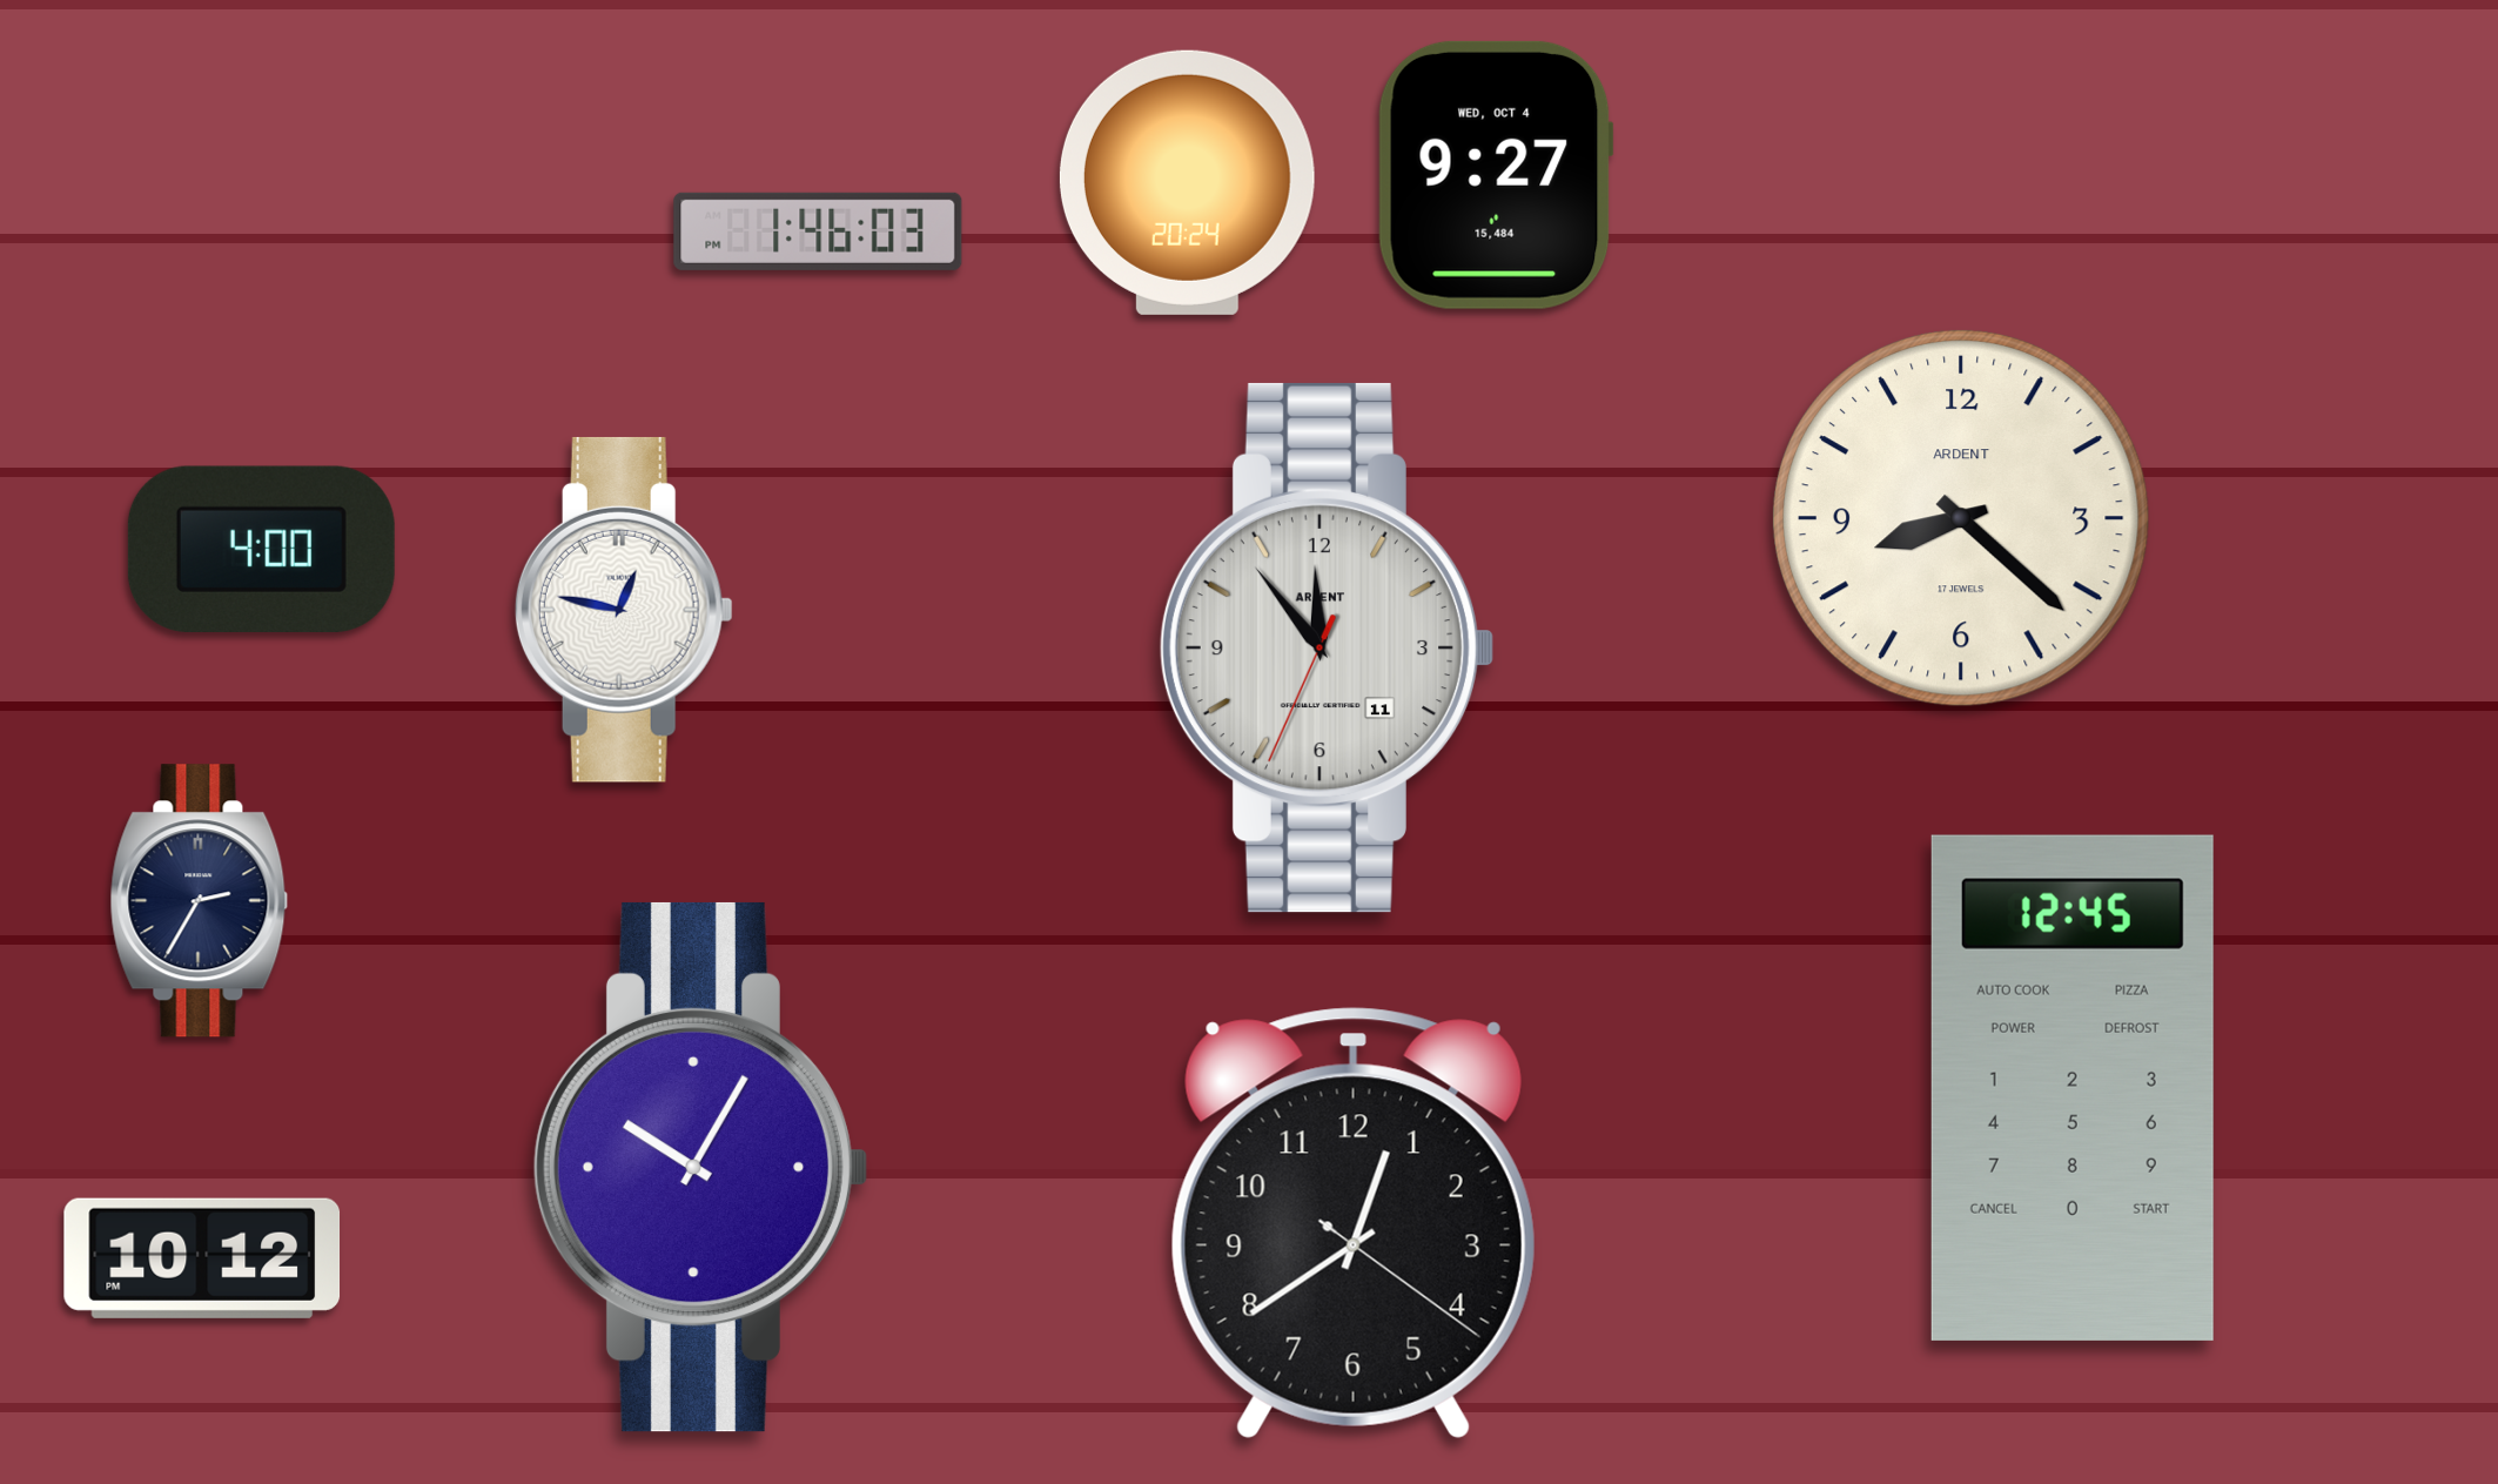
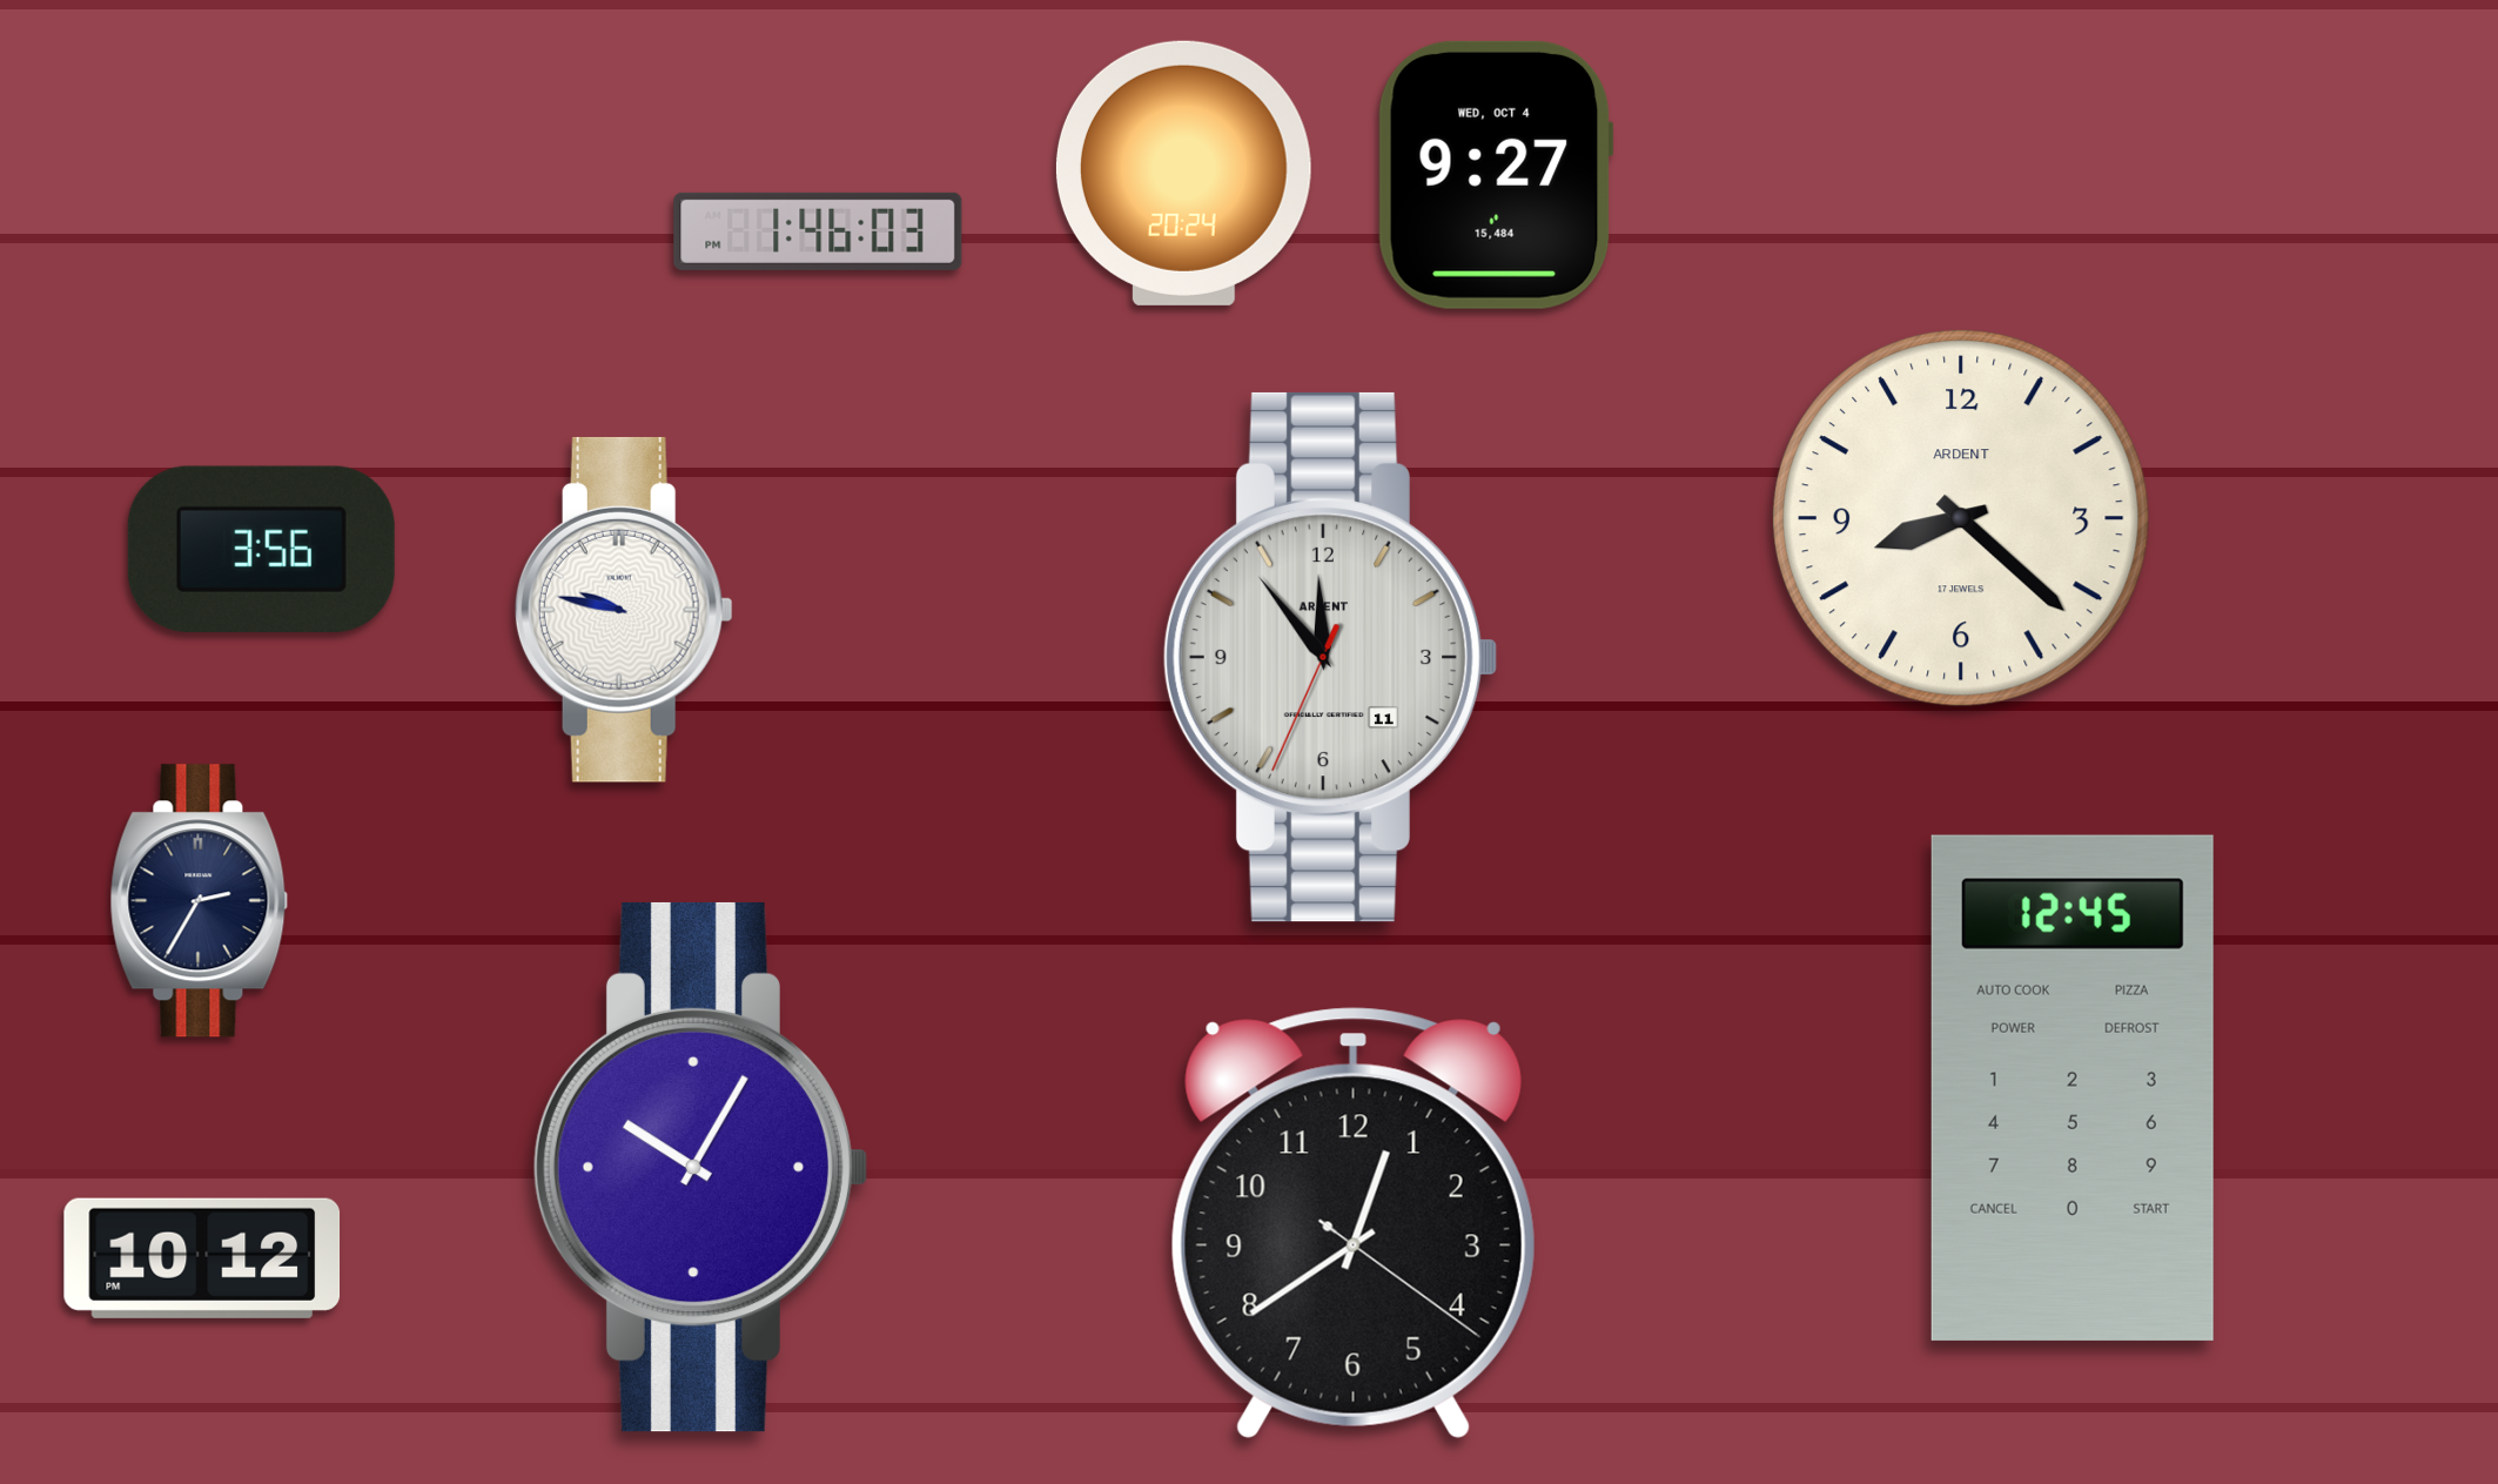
clock at (1187, 182) position: (1187, 182) -> (1183, 173)
clock at (261, 549): 4:00 -> 3:56
clock at (624, 610): 12:47 -> 9:47
clock at (1325, 647) position: (1325, 647) -> (1329, 657)
